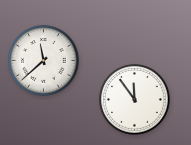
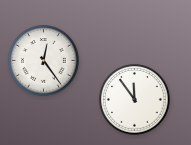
clock at (44, 61): 11:38 -> 12:24
